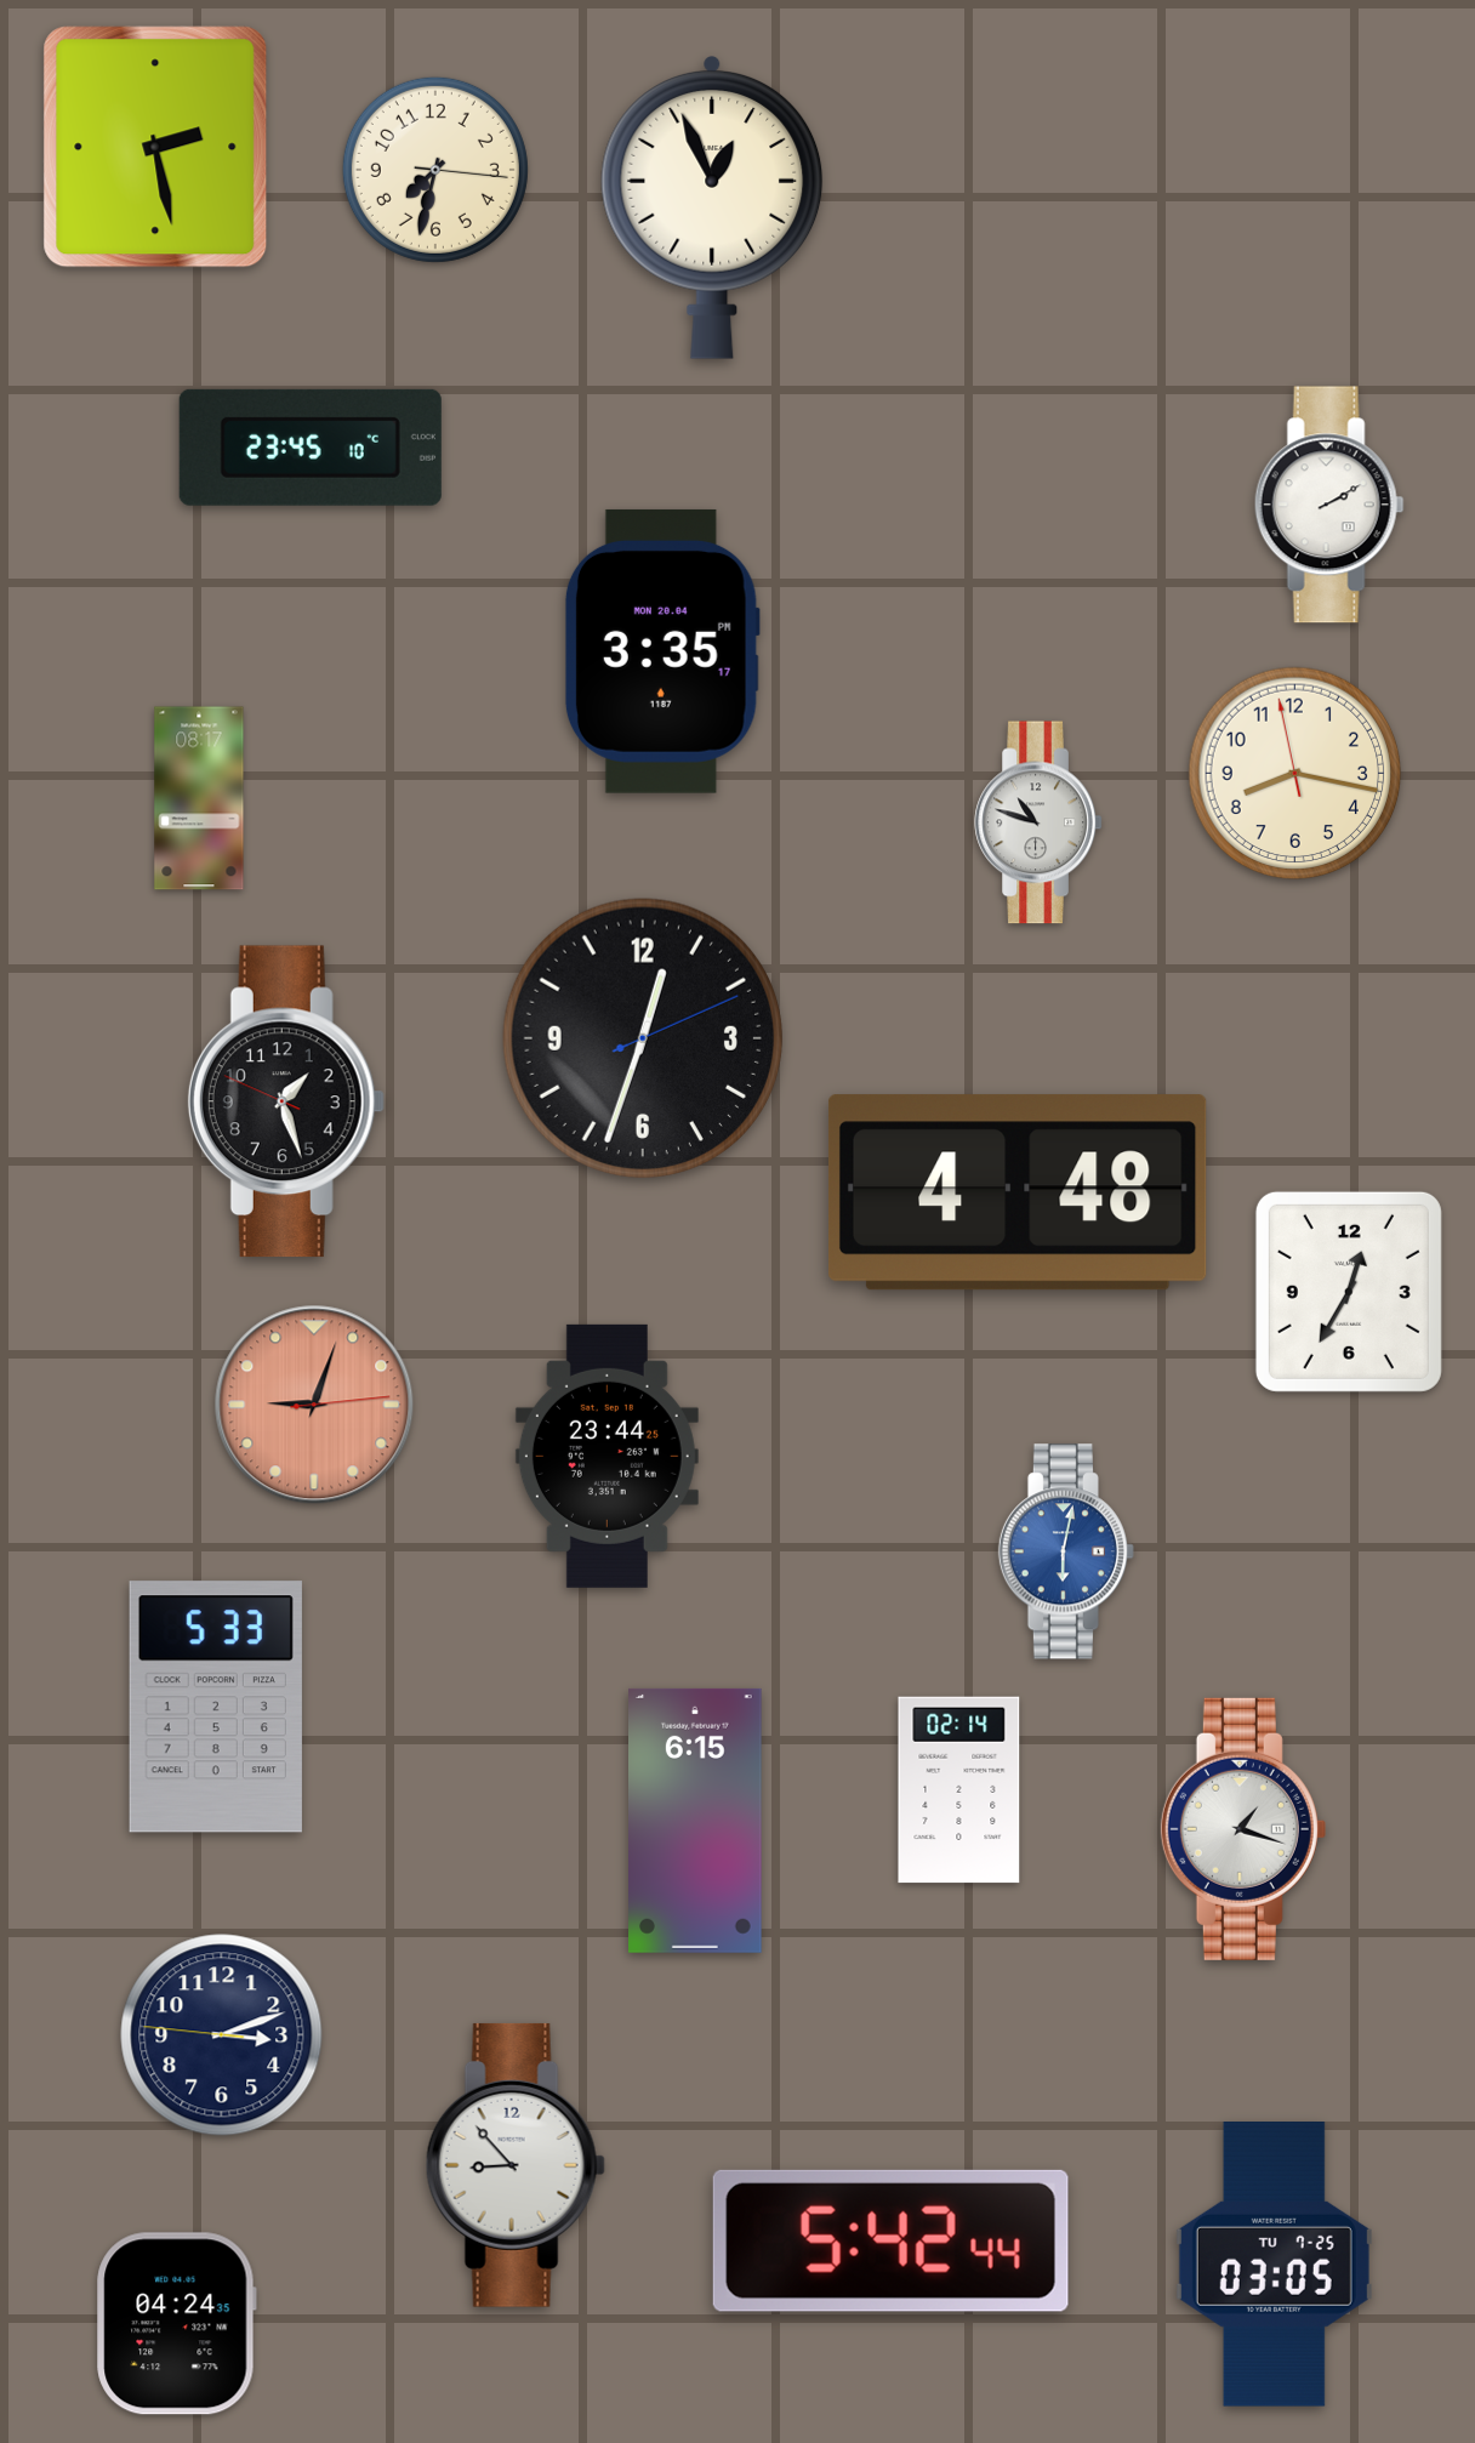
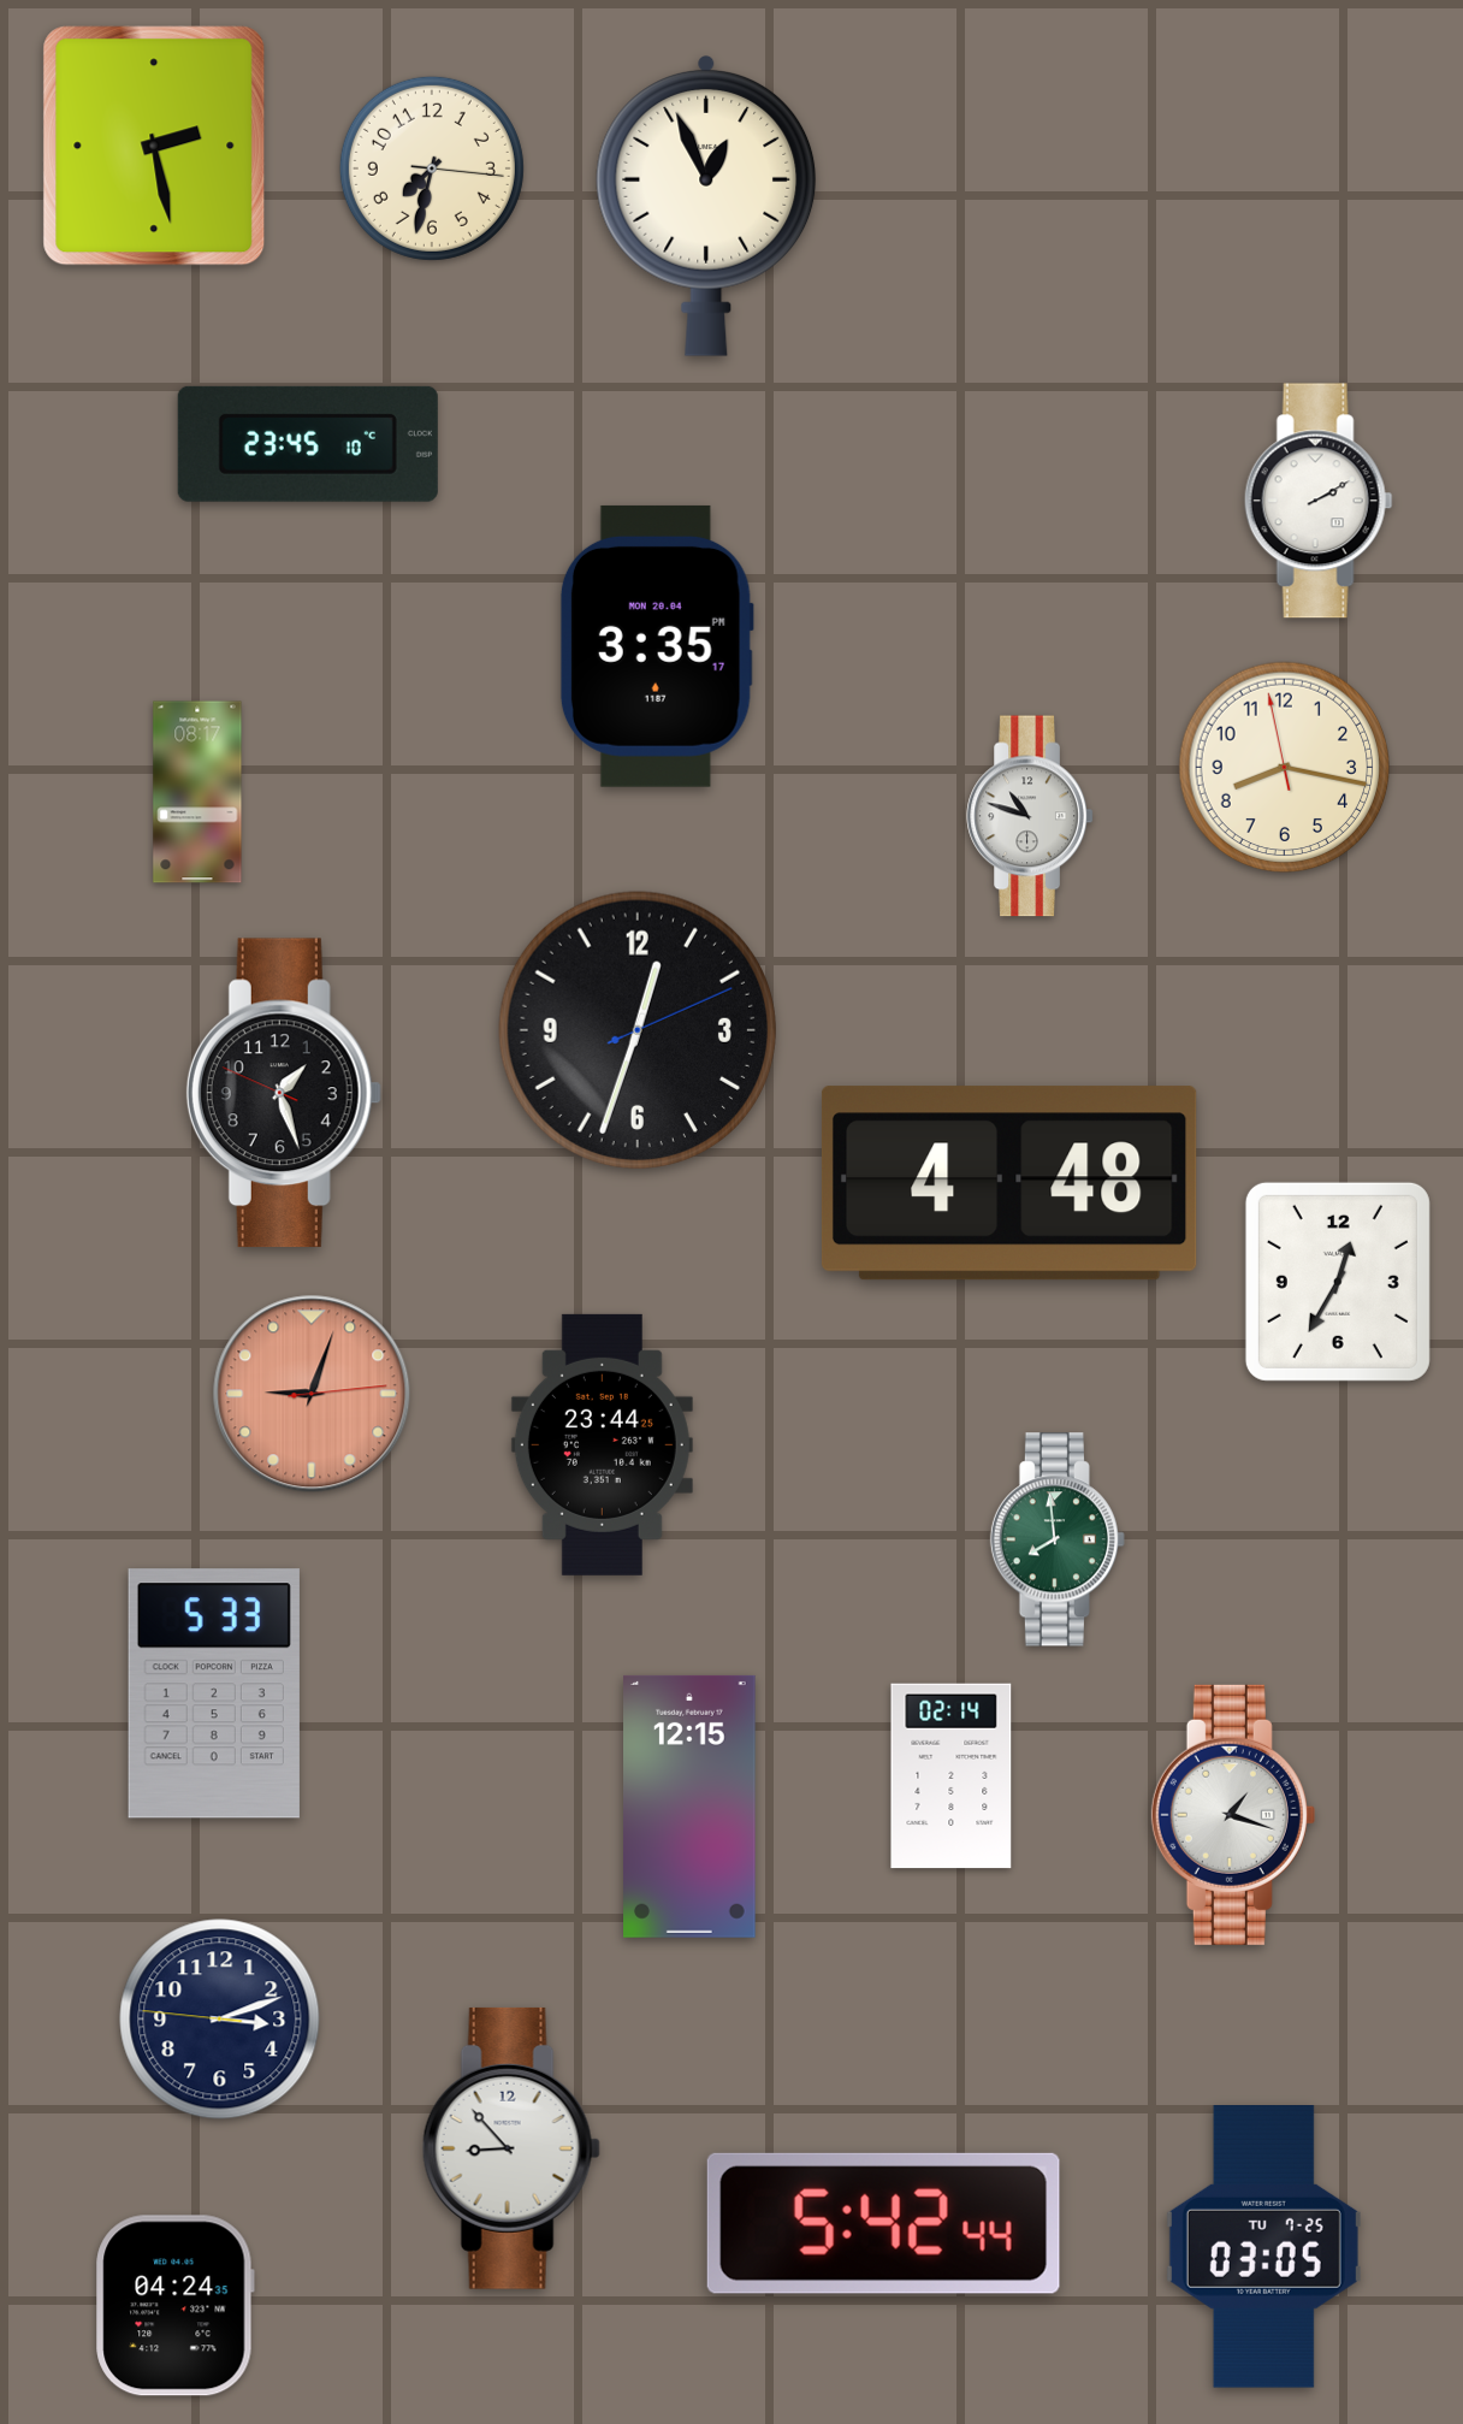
clock at (1065, 1551): 6:02 -> 7:59
clock at (1065, 1551) dial: blue -> green
clock at (696, 1821): 6:15 -> 12:15
